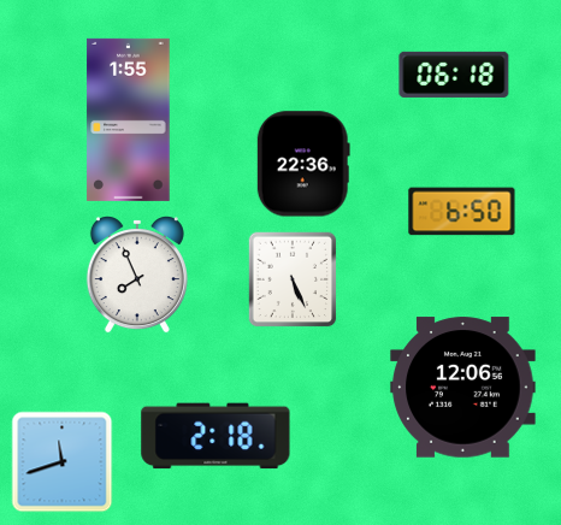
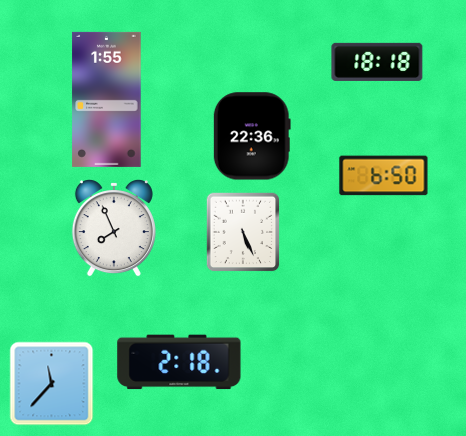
clock at (454, 75): 06:18 -> 18:18
clock at (463, 388): 12:06 -> none
clock at (63, 462): 11:42 -> 11:37
